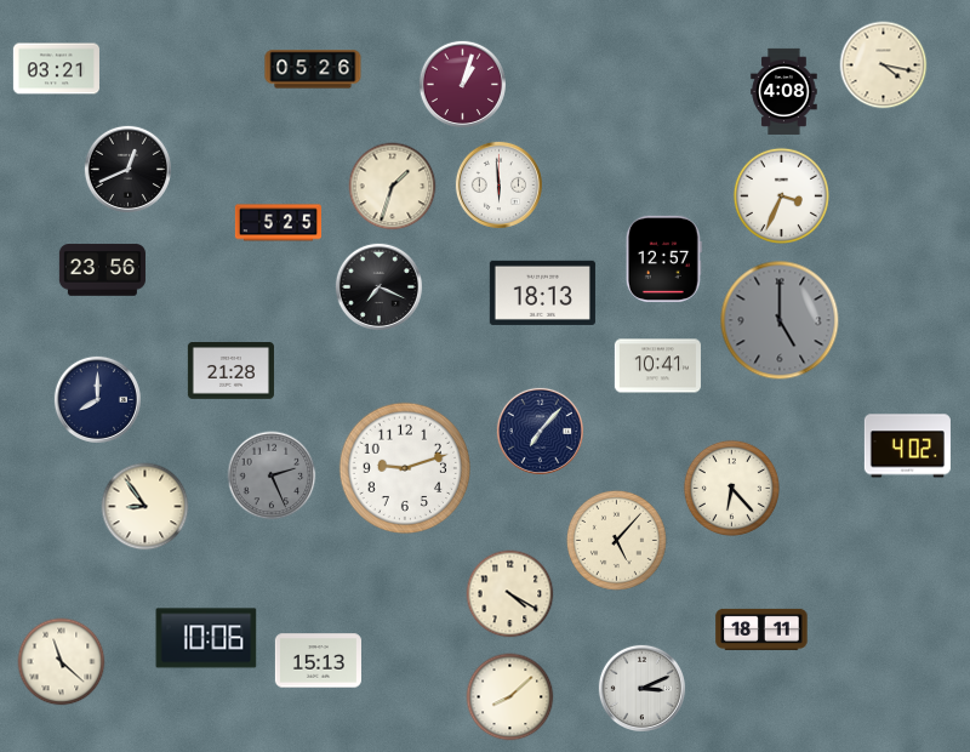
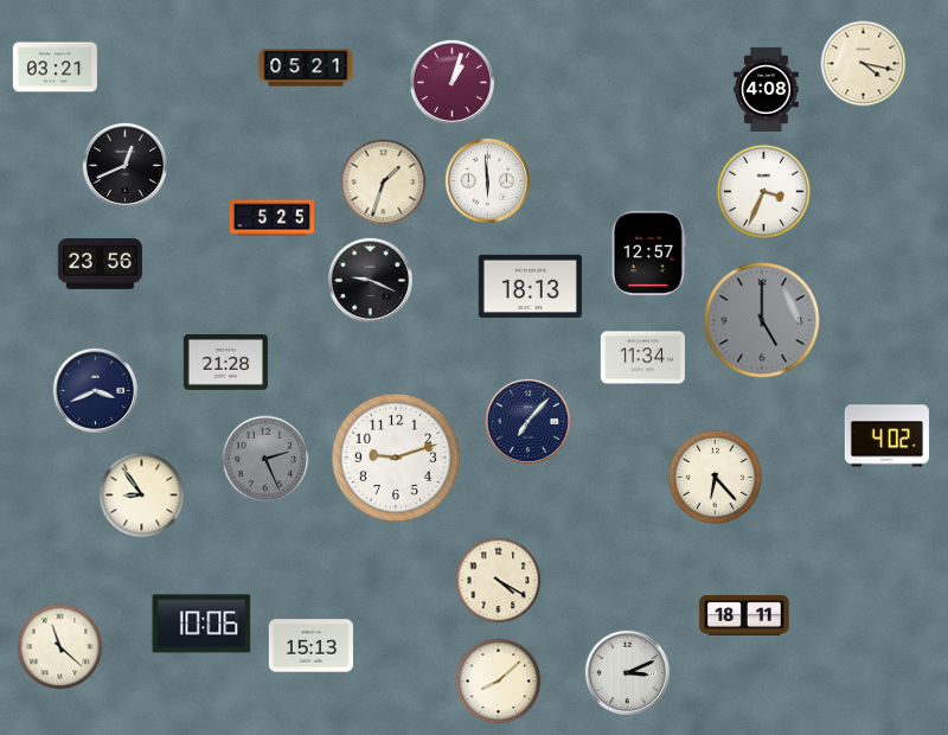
clock at (313, 69): 05:26 -> 05:21
clock at (378, 286): 7:19 -> 9:19
clock at (780, 320) position: (780, 320) -> (762, 320)
clock at (657, 366): 10:41 -> 11:34
clock at (97, 399): 8:00 -> 3:41
clock at (272, 475) position: (272, 475) -> (265, 459)
clock at (617, 541): 5:07 -> none
